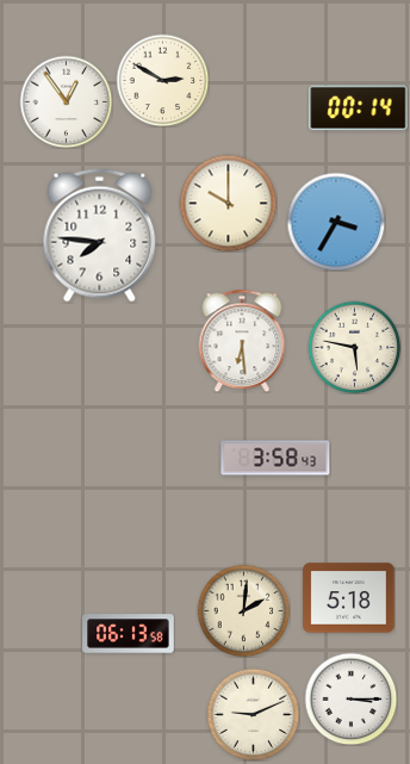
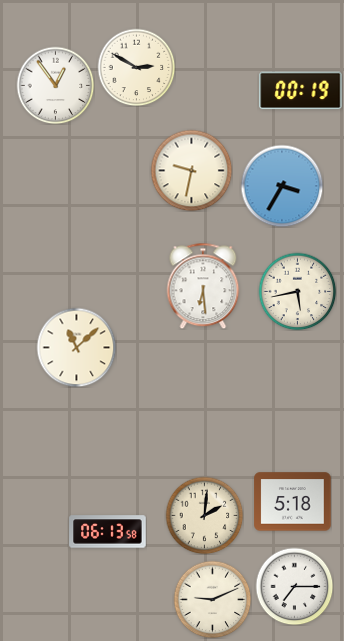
clock at (359, 108): 00:14 -> 00:19
clock at (228, 203): 10:00 -> 9:32
clock at (100, 236): 7:46 -> none
clock at (354, 347): 5:47 -> 5:43
clock at (76, 347): none -> 11:08
clock at (275, 458): 3:58 -> none
clock at (243, 610) position: (243, 610) -> (204, 515)
clock at (350, 698): 3:15 -> 7:15
